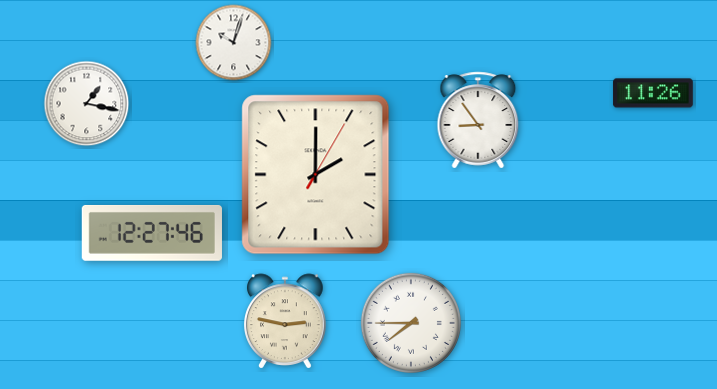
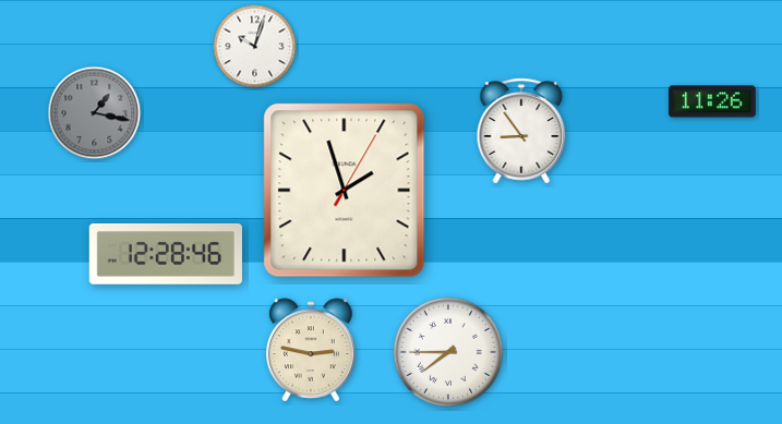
clock at (87, 104) dial: white -> grey
clock at (316, 175): 2:00 -> 1:57
clock at (152, 233): 12:27 -> 12:28
